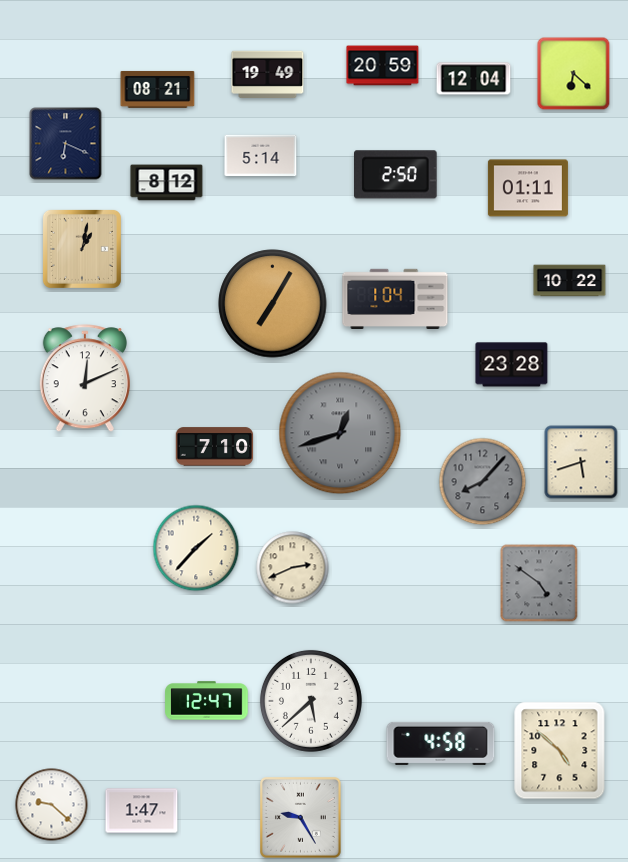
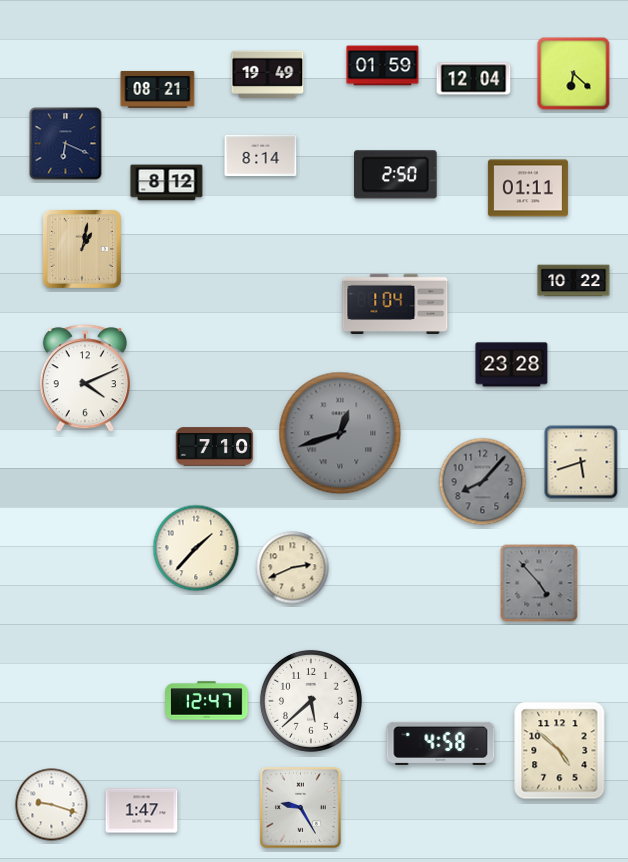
clock at (383, 66): 20:59 -> 01:59
clock at (261, 156): 5:14 -> 8:14
clock at (570, 281) position: (570, 281) -> (574, 281)
clock at (395, 298) position: (395, 298) -> (395, 303)
clock at (273, 304): 7:05 -> none
clock at (85, 379): 12:11 -> 4:11
clock at (539, 583): 4:51 -> 4:53
clock at (52, 805): 9:22 -> 9:18
clock at (301, 818) position: (301, 818) -> (301, 808)
